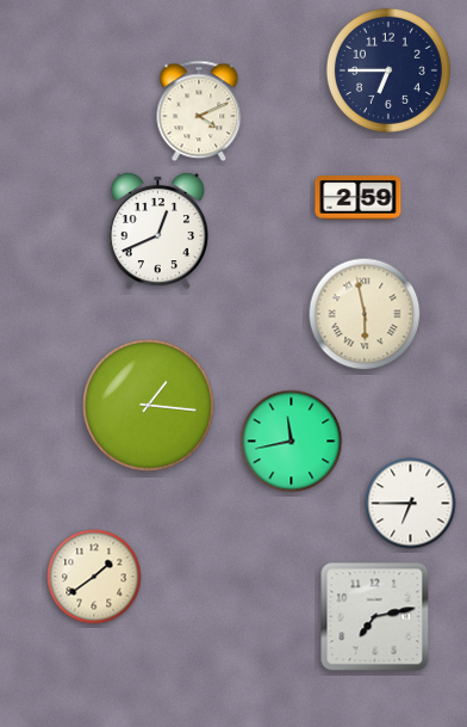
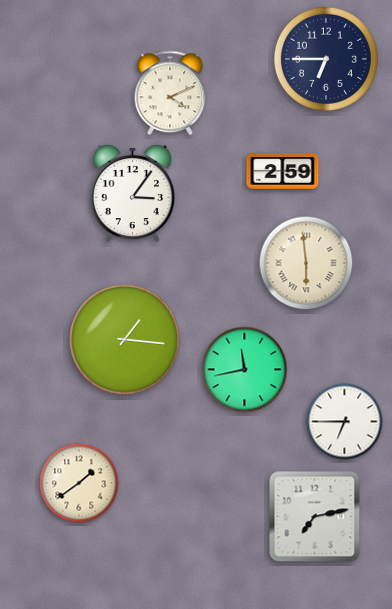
clock at (199, 111) position: (199, 111) -> (170, 93)
clock at (359, 198) position: (359, 198) -> (283, 172)
clock at (157, 230): 12:41 -> 3:06
clock at (365, 314): 5:58 -> 5:59
